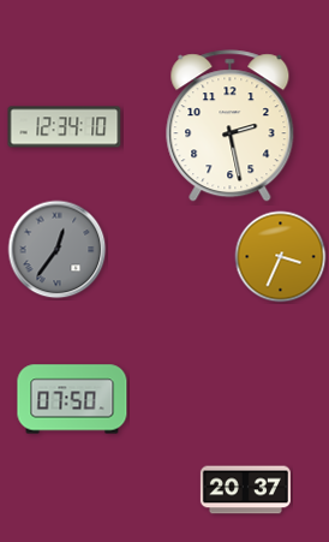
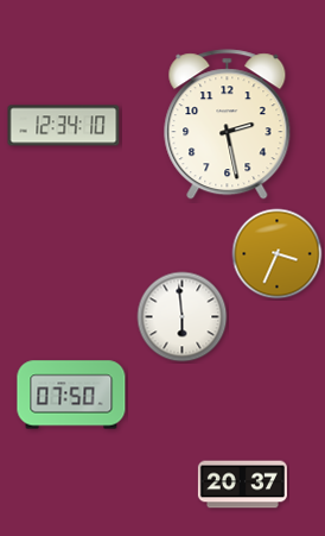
clock at (58, 250): 12:36 -> none
clock at (183, 317): none -> 5:59
